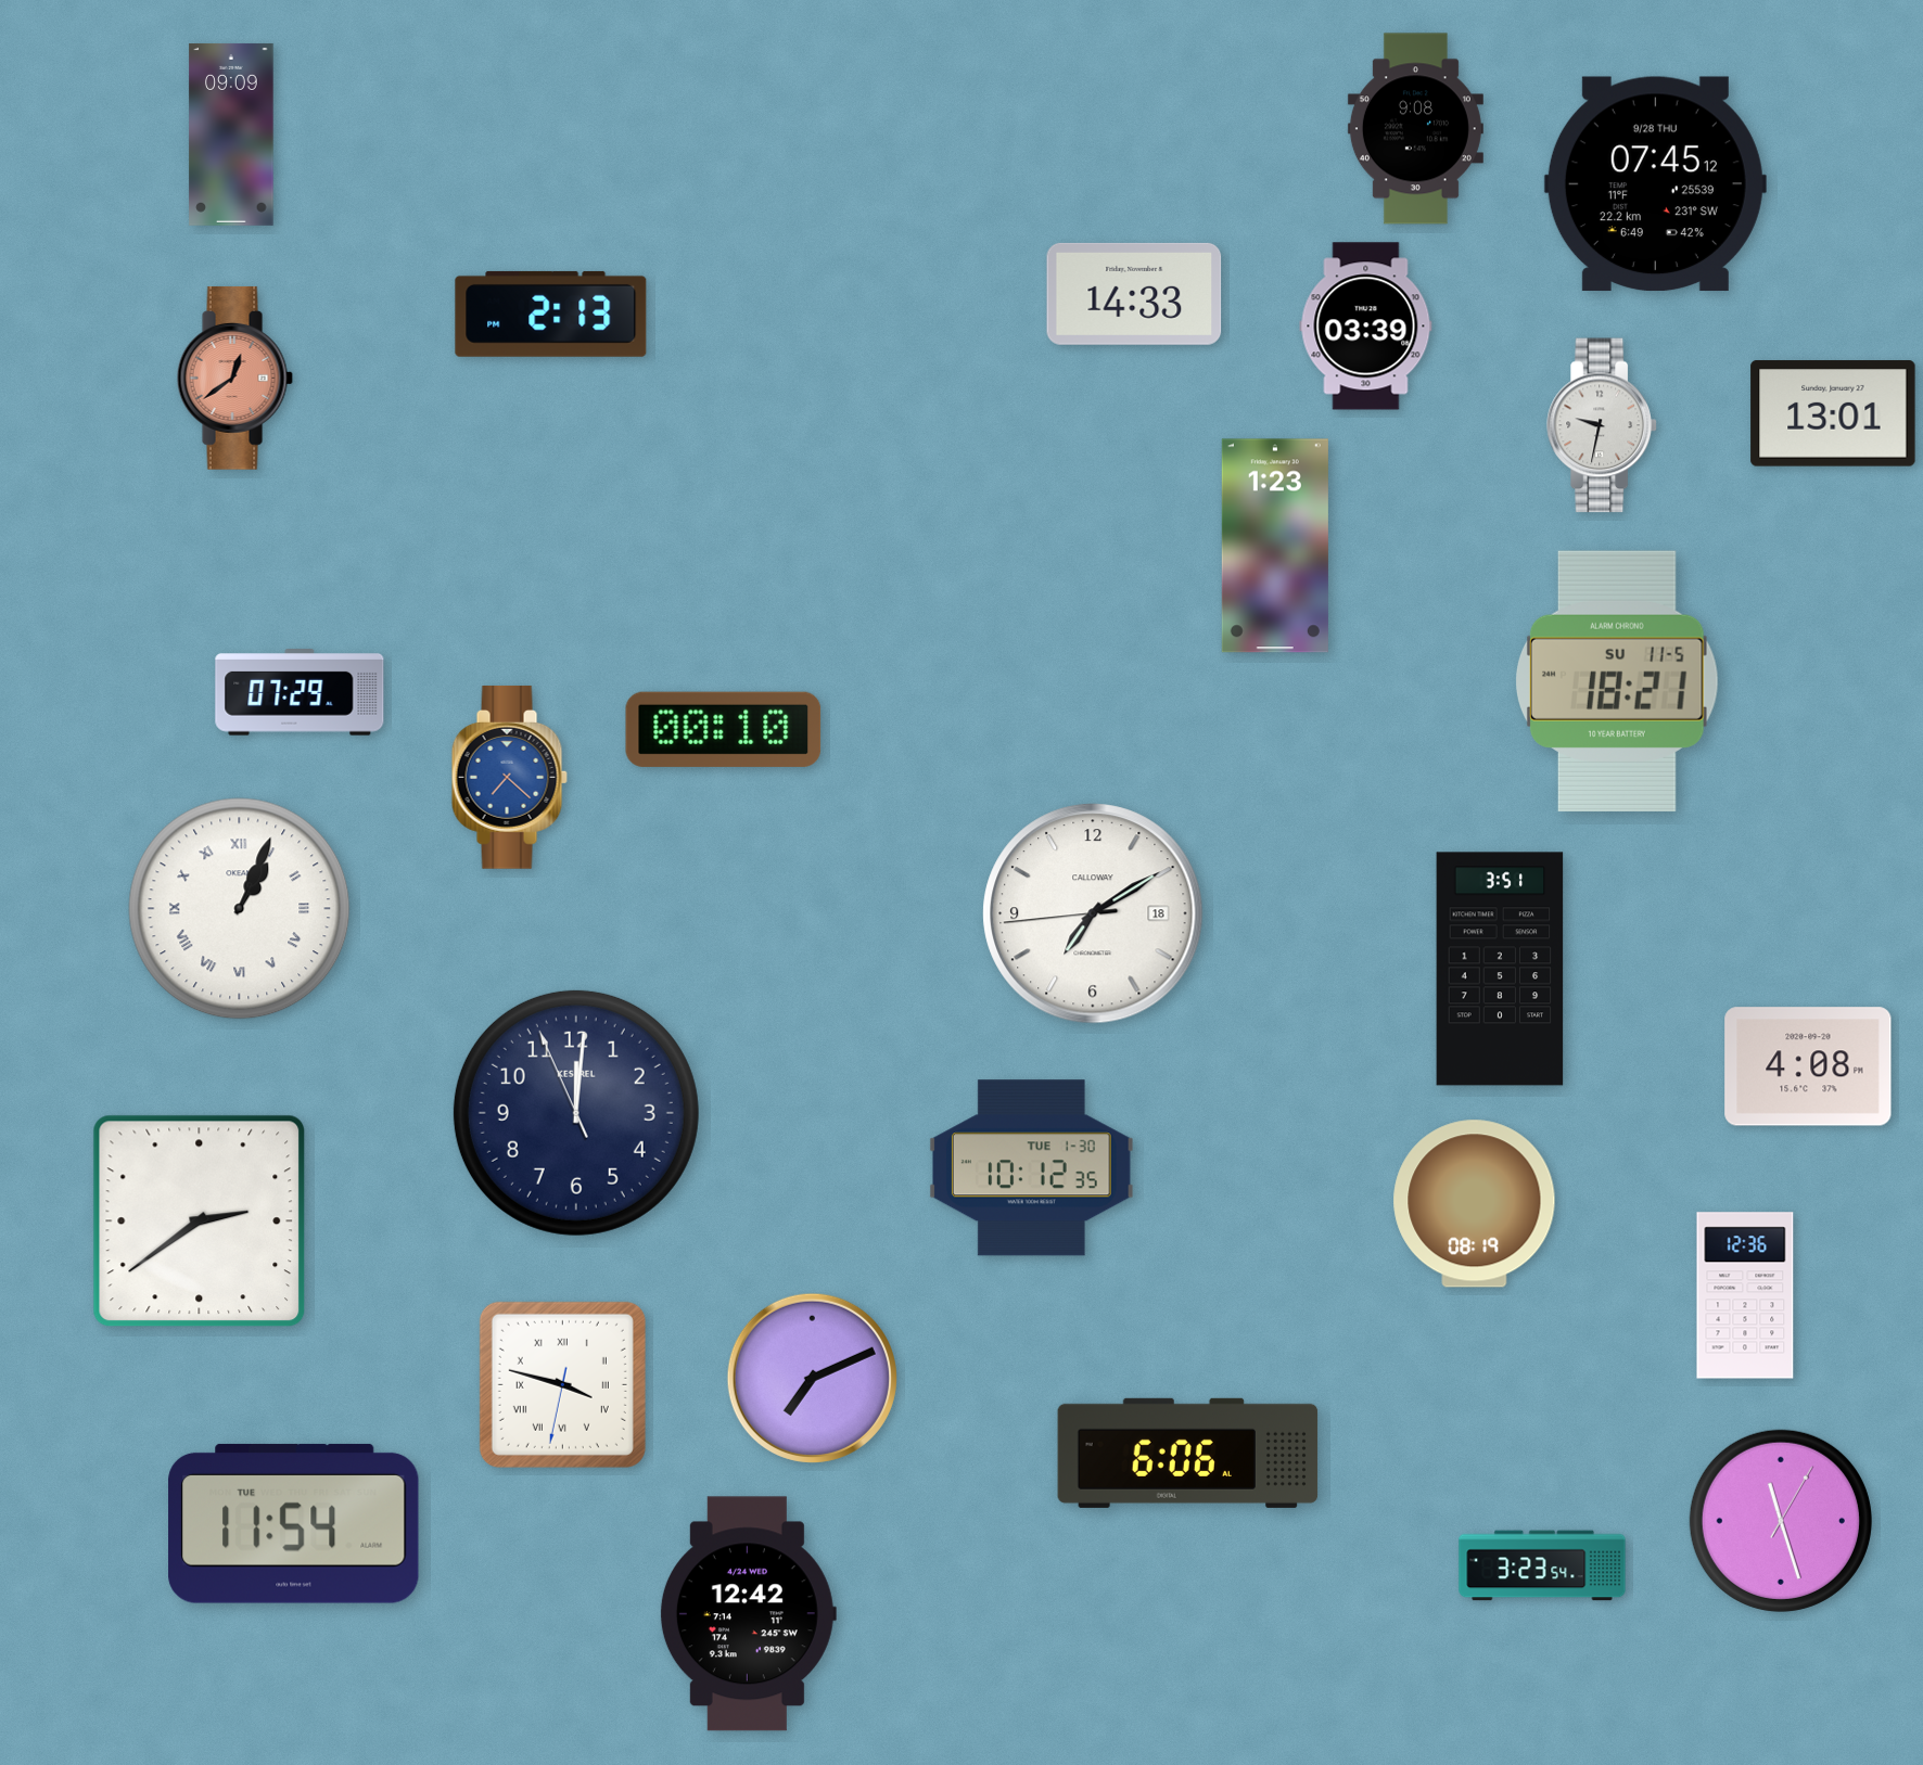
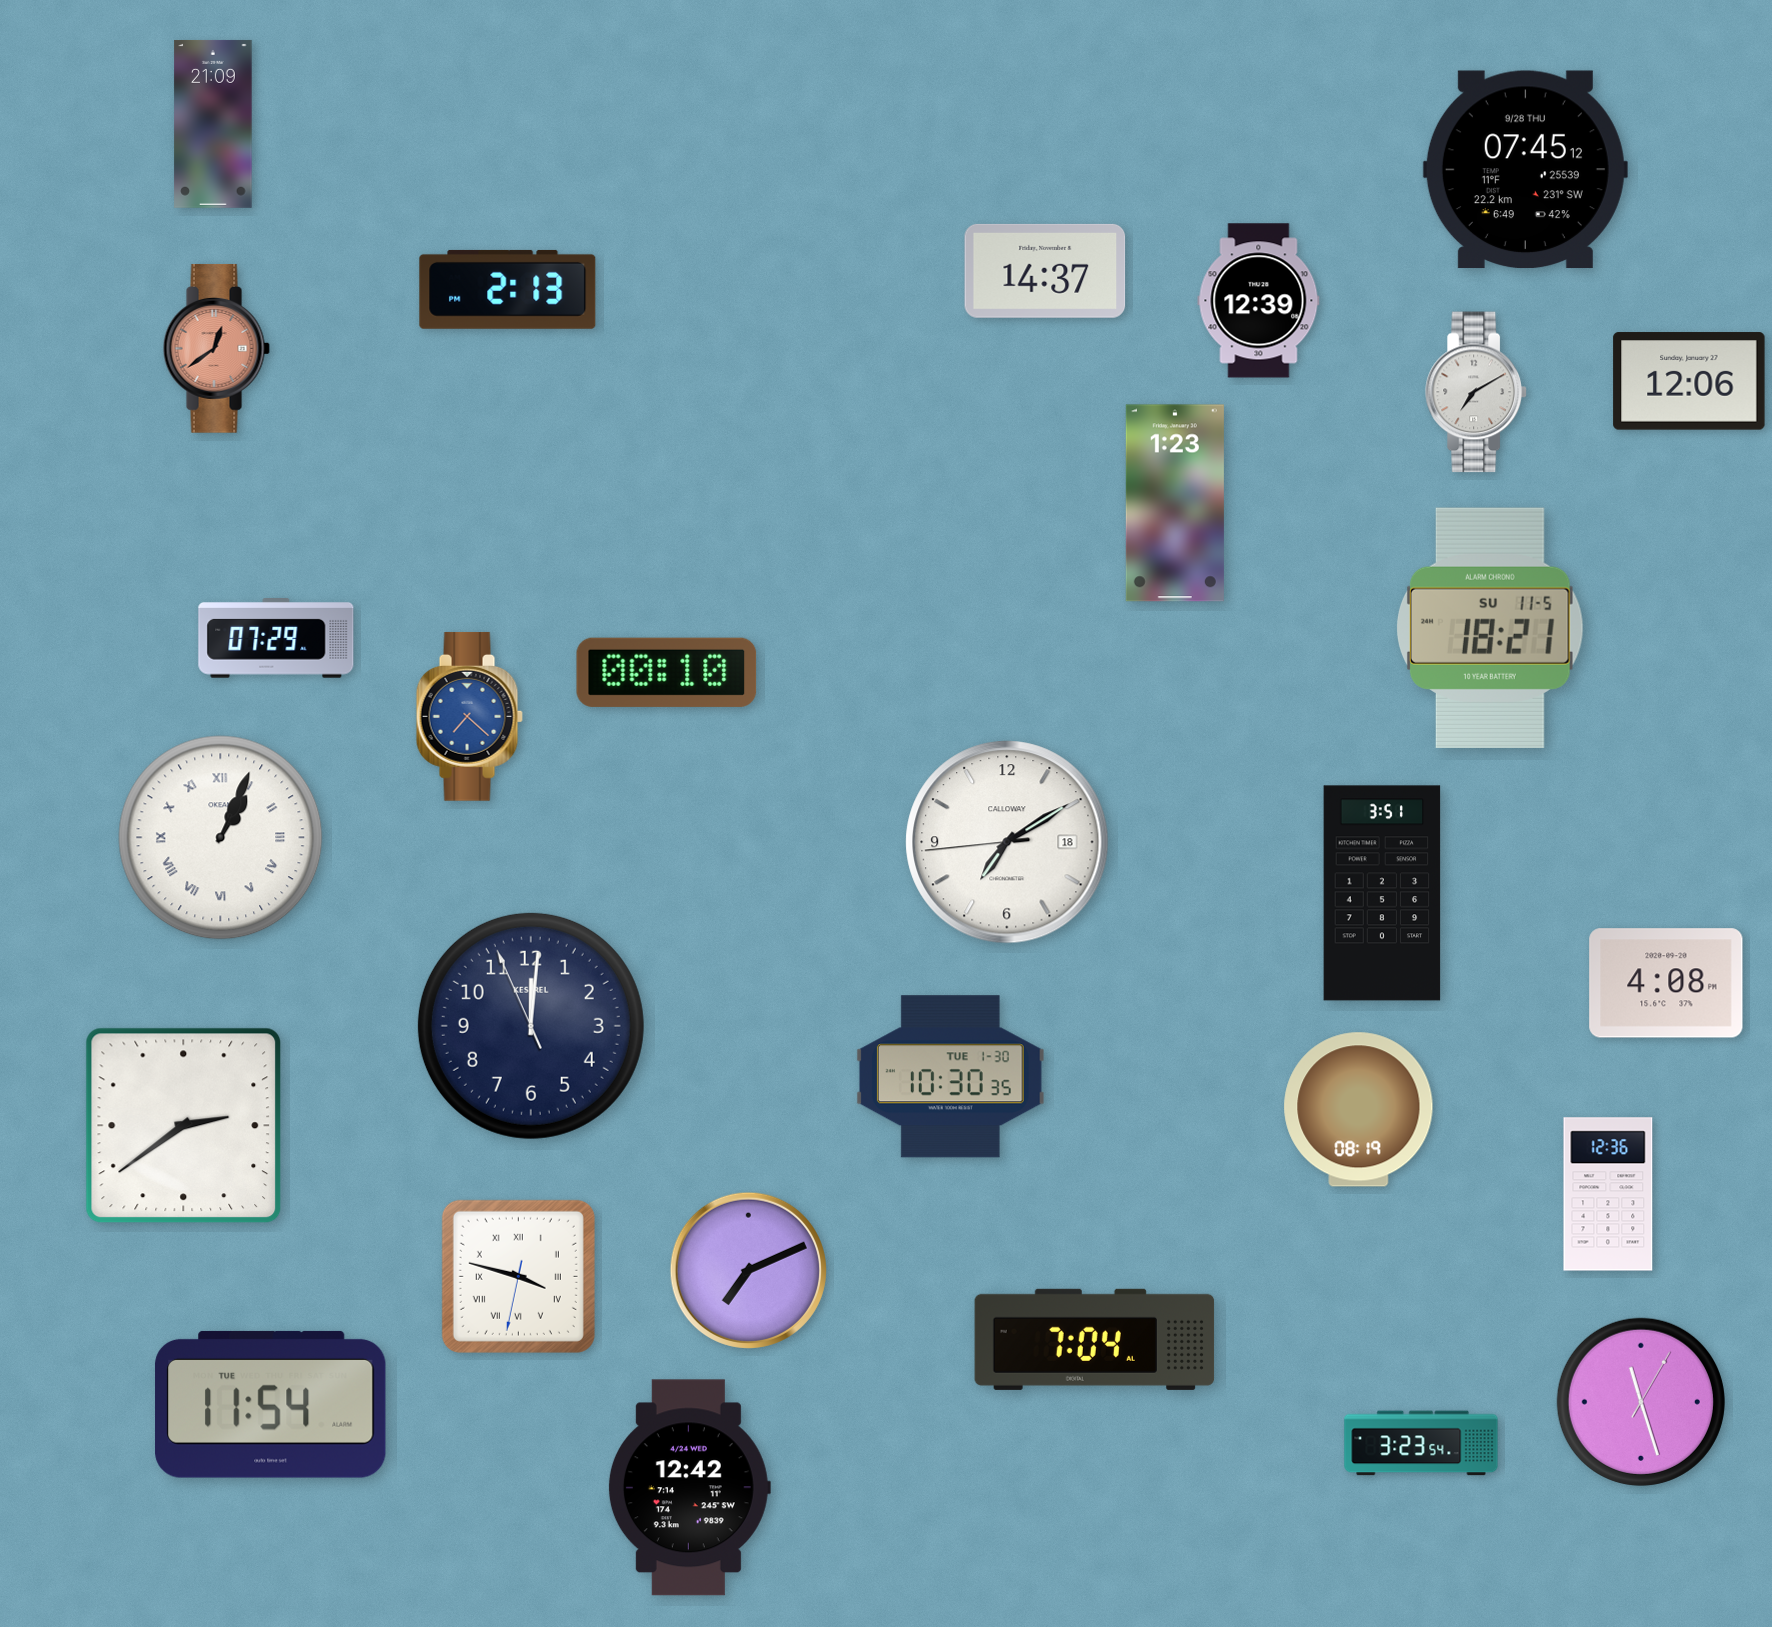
clock at (1415, 129): 9:08 -> none
clock at (231, 135): 09:09 -> 21:09
clock at (1134, 294): 14:33 -> 14:37
clock at (1366, 327): 03:39 -> 12:39
clock at (1833, 413): 13:01 -> 12:06
clock at (1602, 425): 9:32 -> 7:10
clock at (1031, 1168): 10:12 -> 10:30
clock at (1188, 1453): 6:06 -> 7:04
